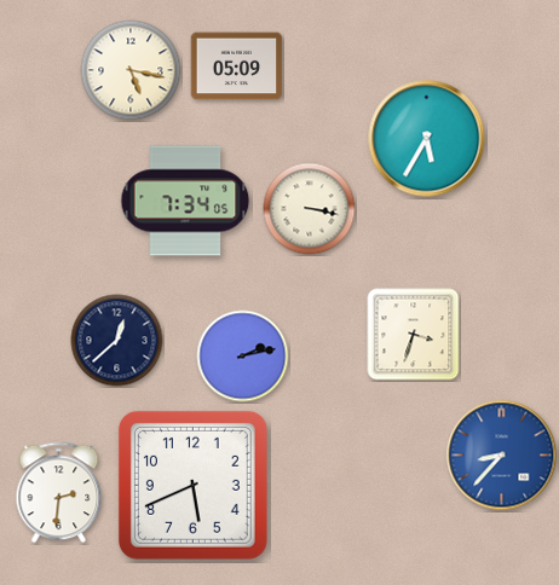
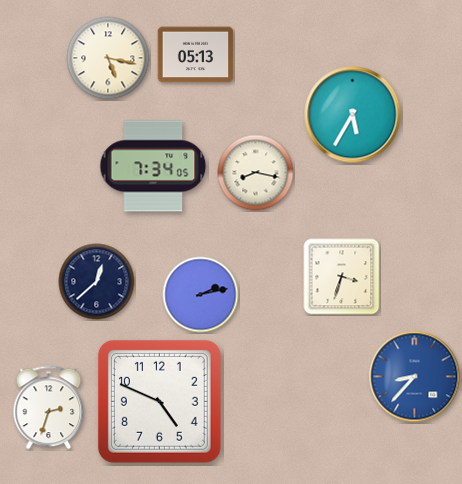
clock at (237, 66): 05:09 -> 05:13
clock at (310, 209): 3:17 -> 8:17
clock at (192, 485): 5:41 -> 4:49
clock at (59, 493): 2:31 -> 2:33
